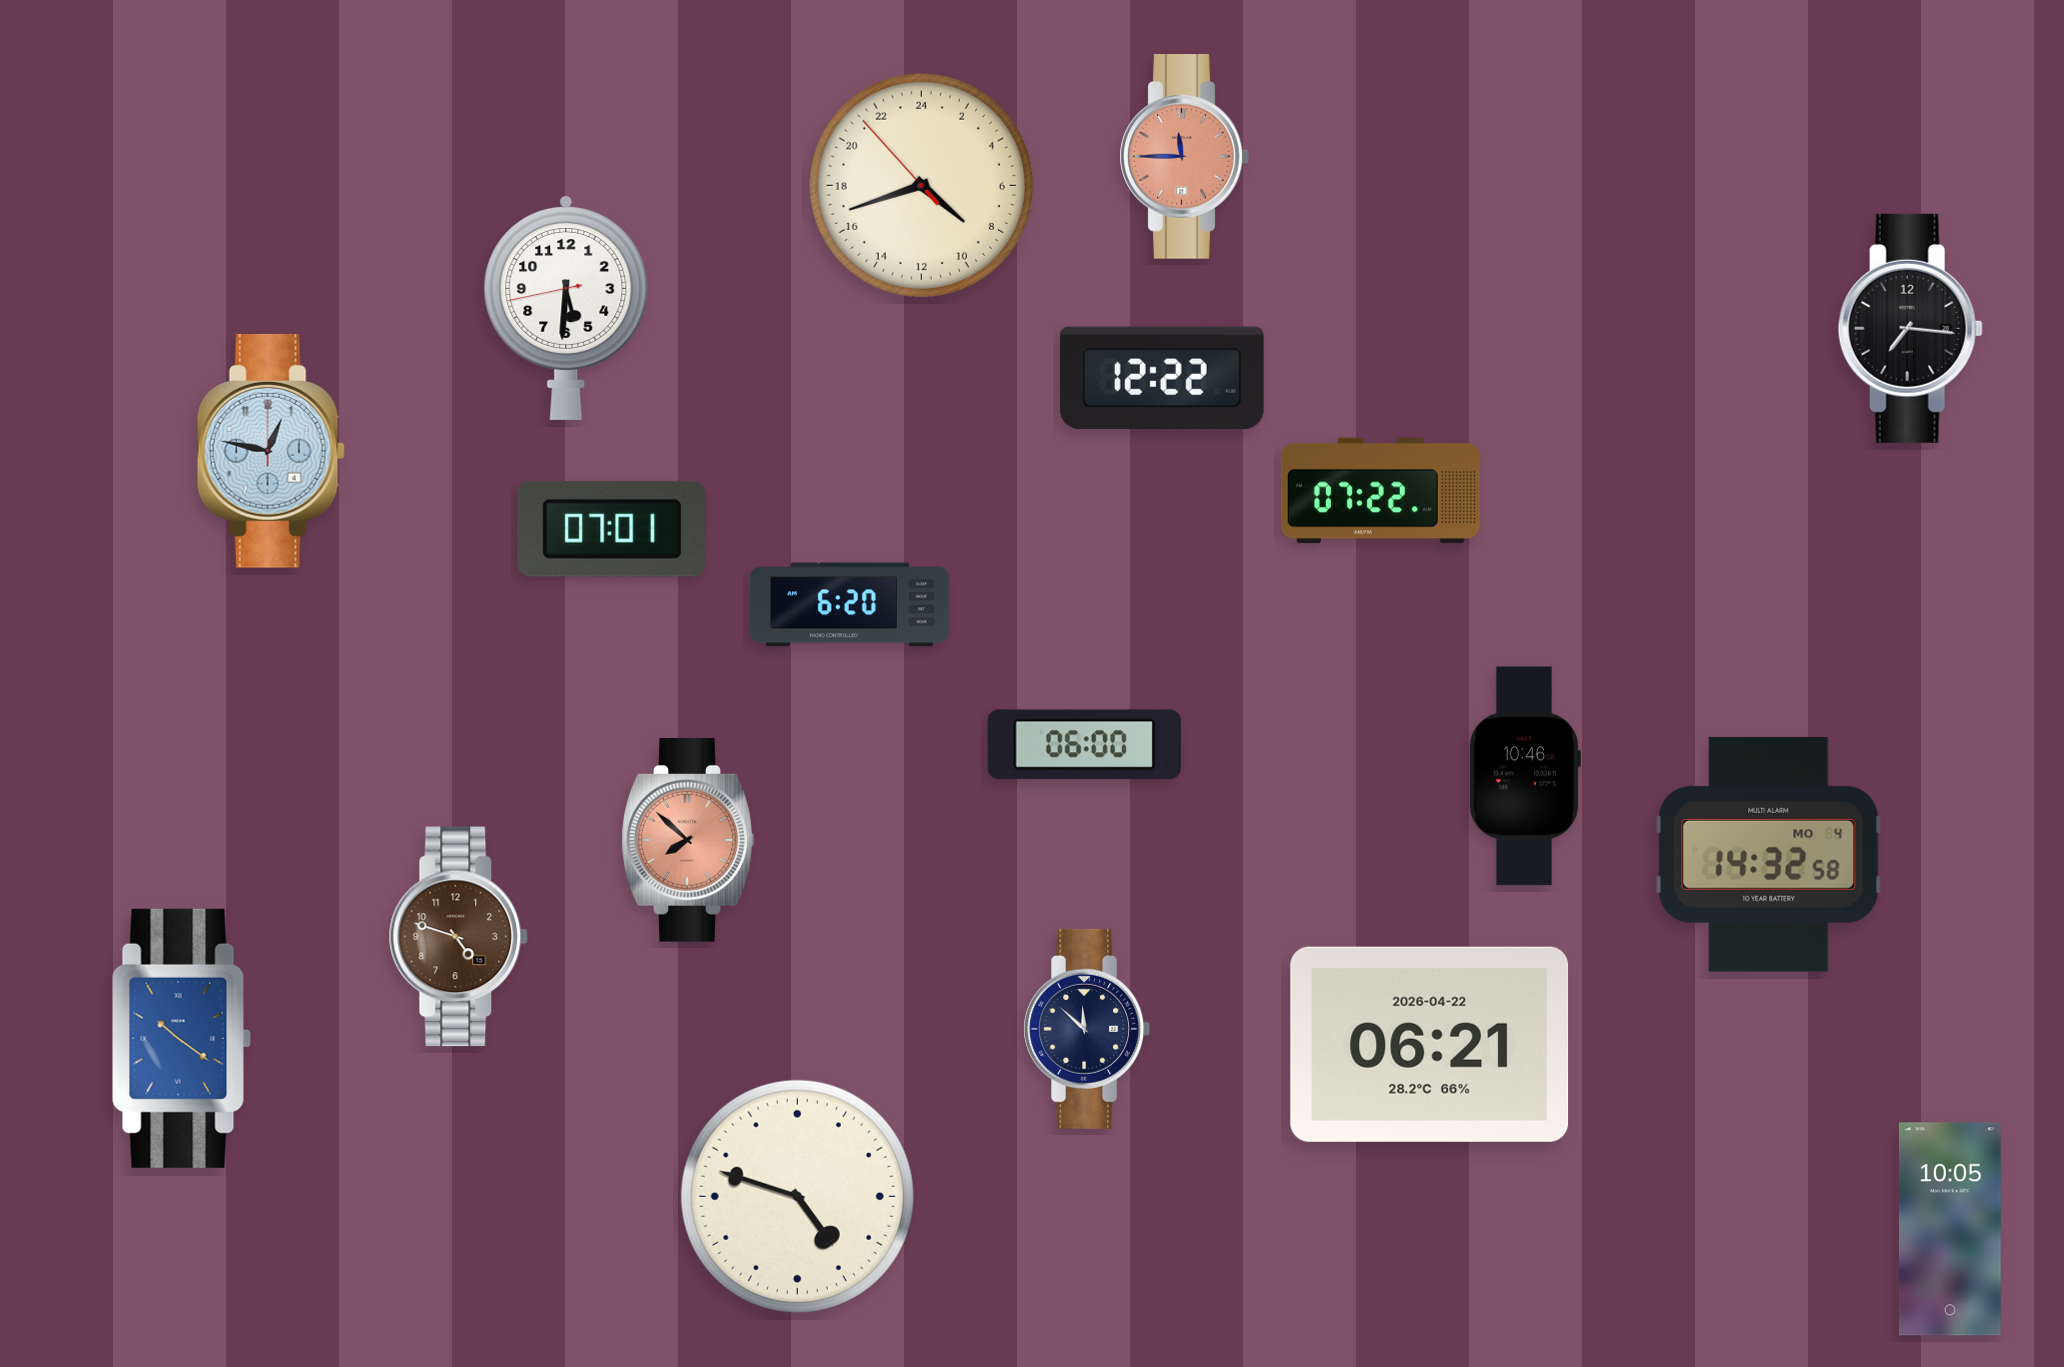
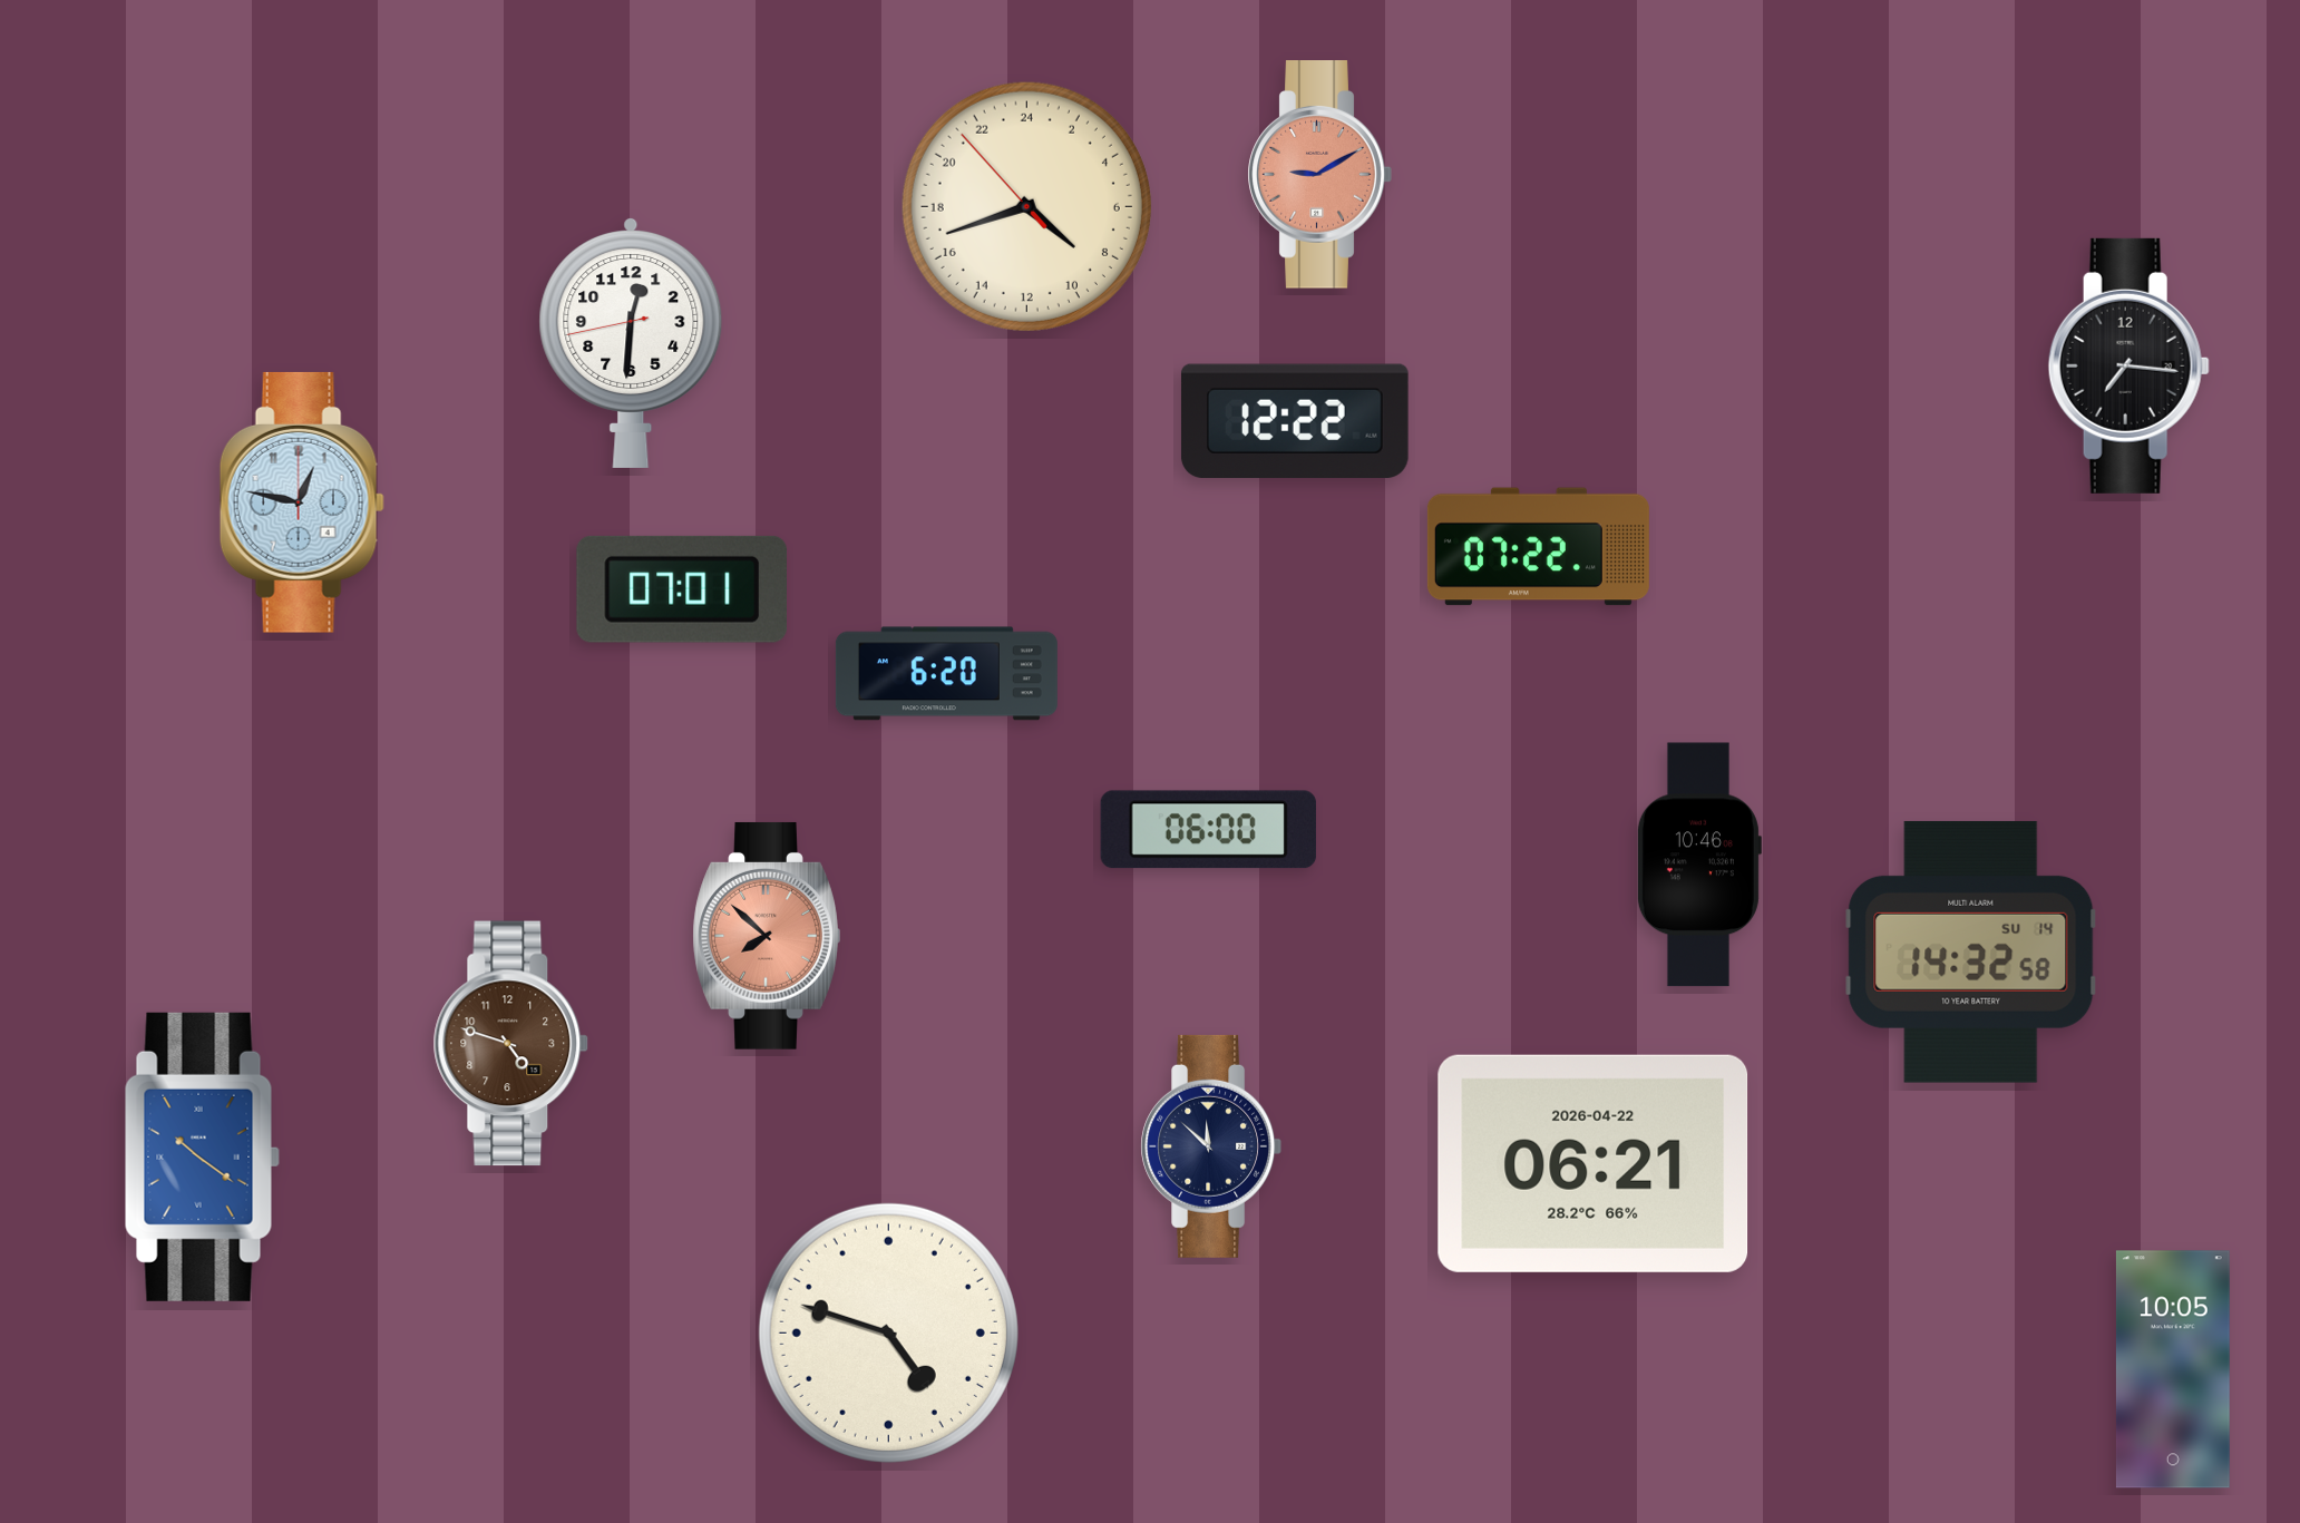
clock at (1184, 157): 11:45 -> 9:10
clock at (566, 307): 5:30 -> 12:30
clock at (1769, 854) date: MO 4 -> SU 14
